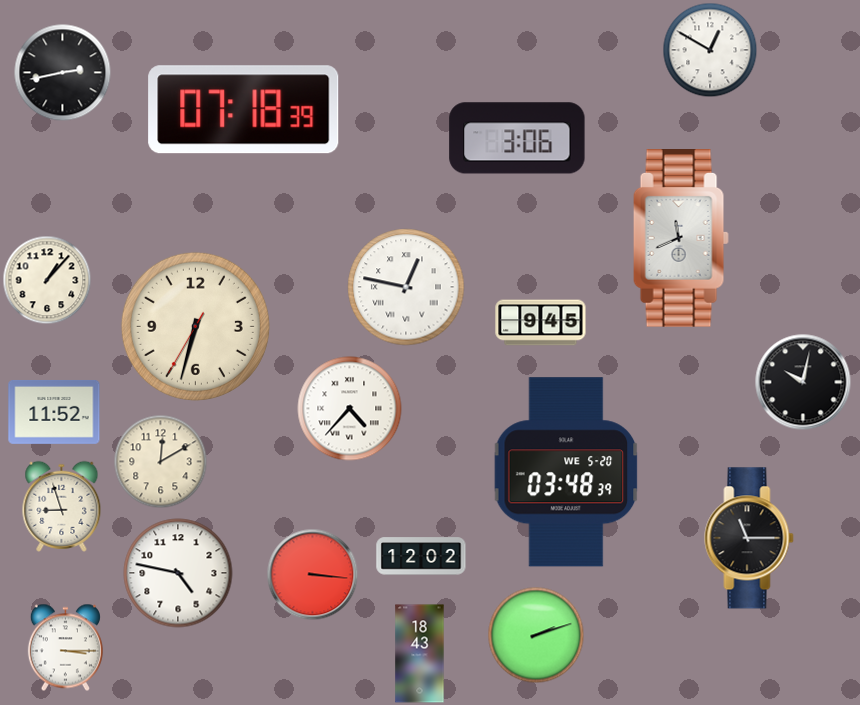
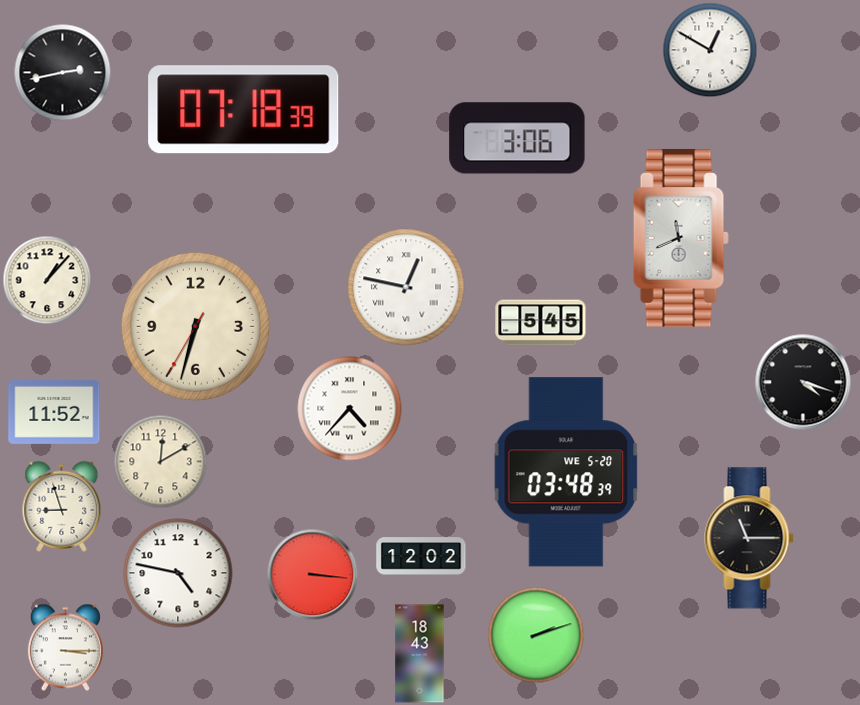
clock at (541, 323): 9:45 -> 5:45
clock at (803, 382): 10:02 -> 4:18
